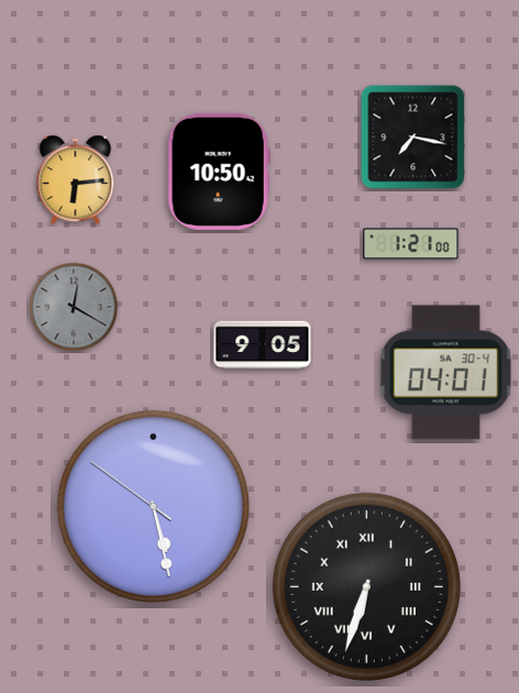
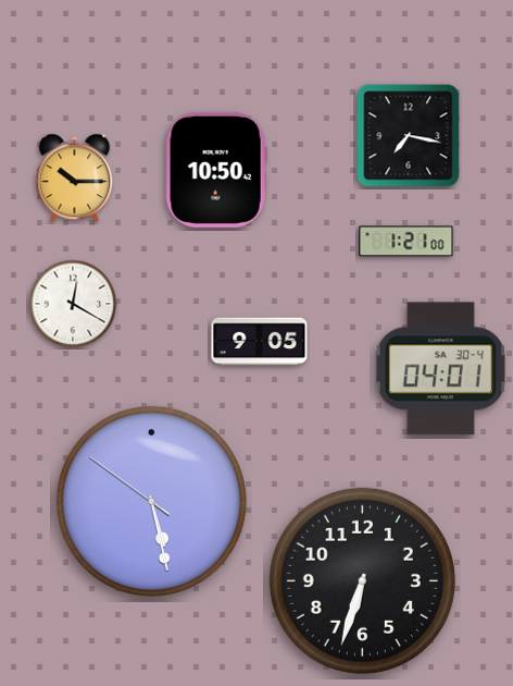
clock at (76, 179): 6:14 -> 10:15
clock at (74, 307) dial: grey -> white
clock at (366, 586) numerals: Roman -> Arabic
